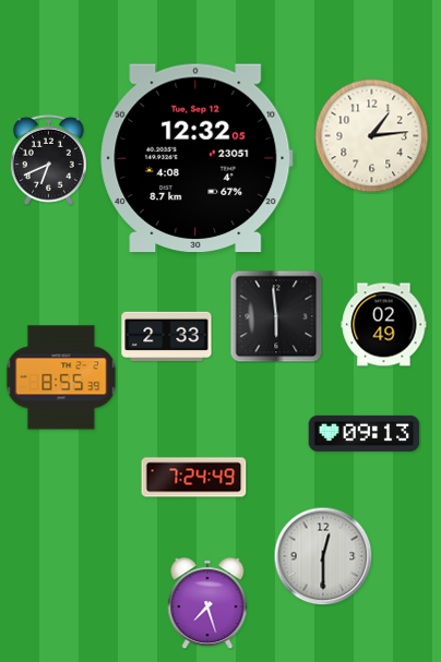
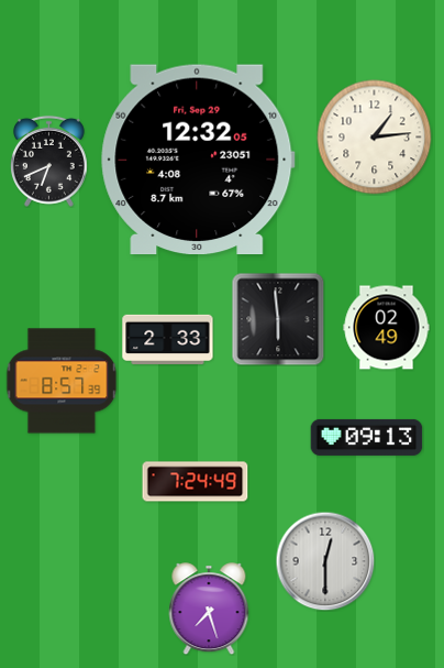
clock at (196, 158) date: Tue, Sep 12 -> Fri, Sep 29
clock at (61, 377): 8:55 -> 8:57
